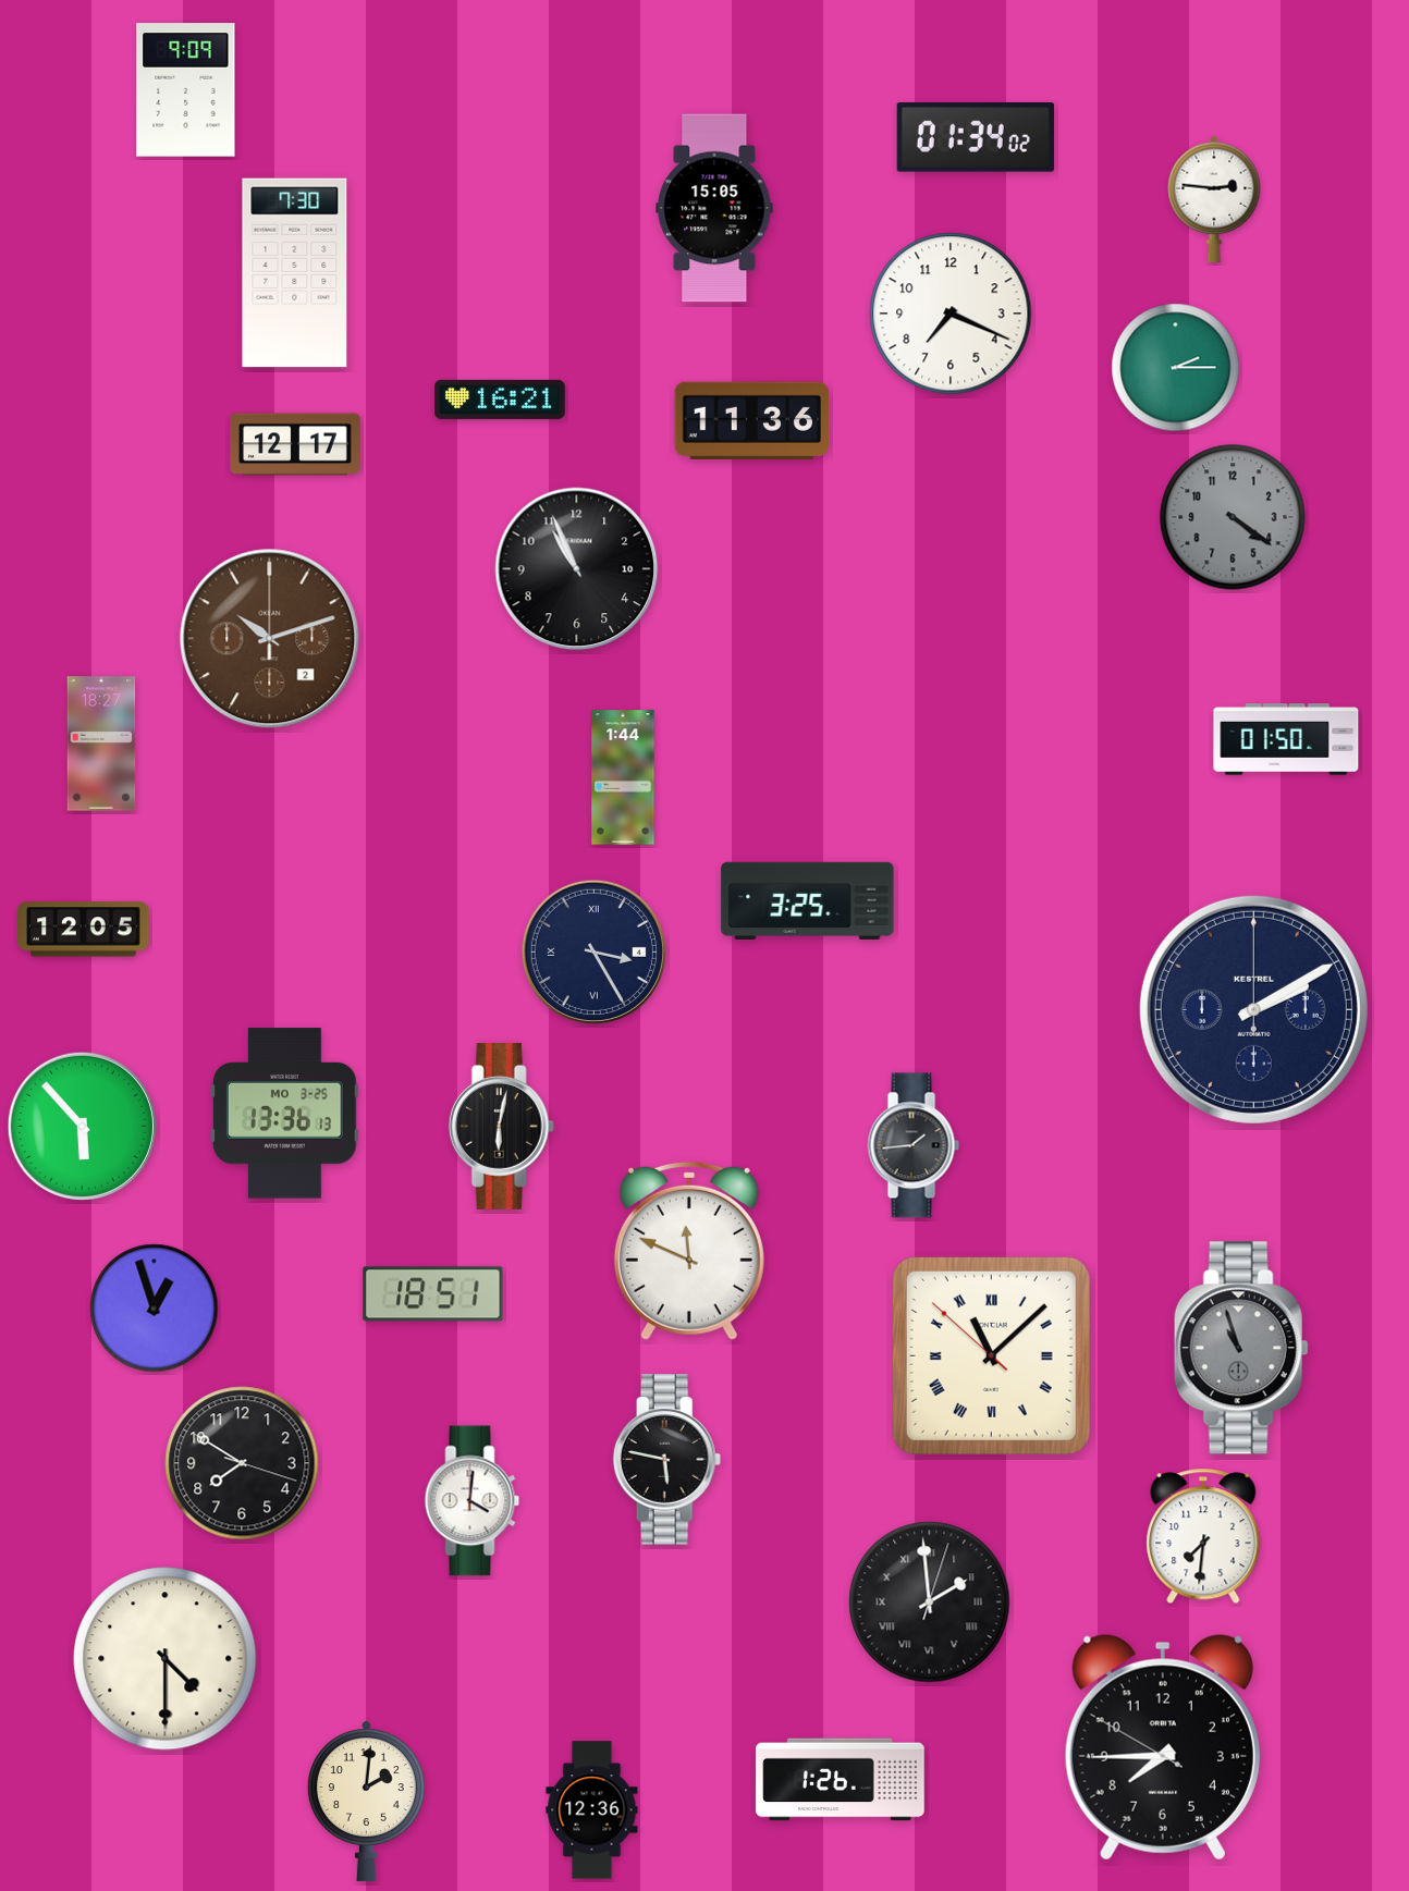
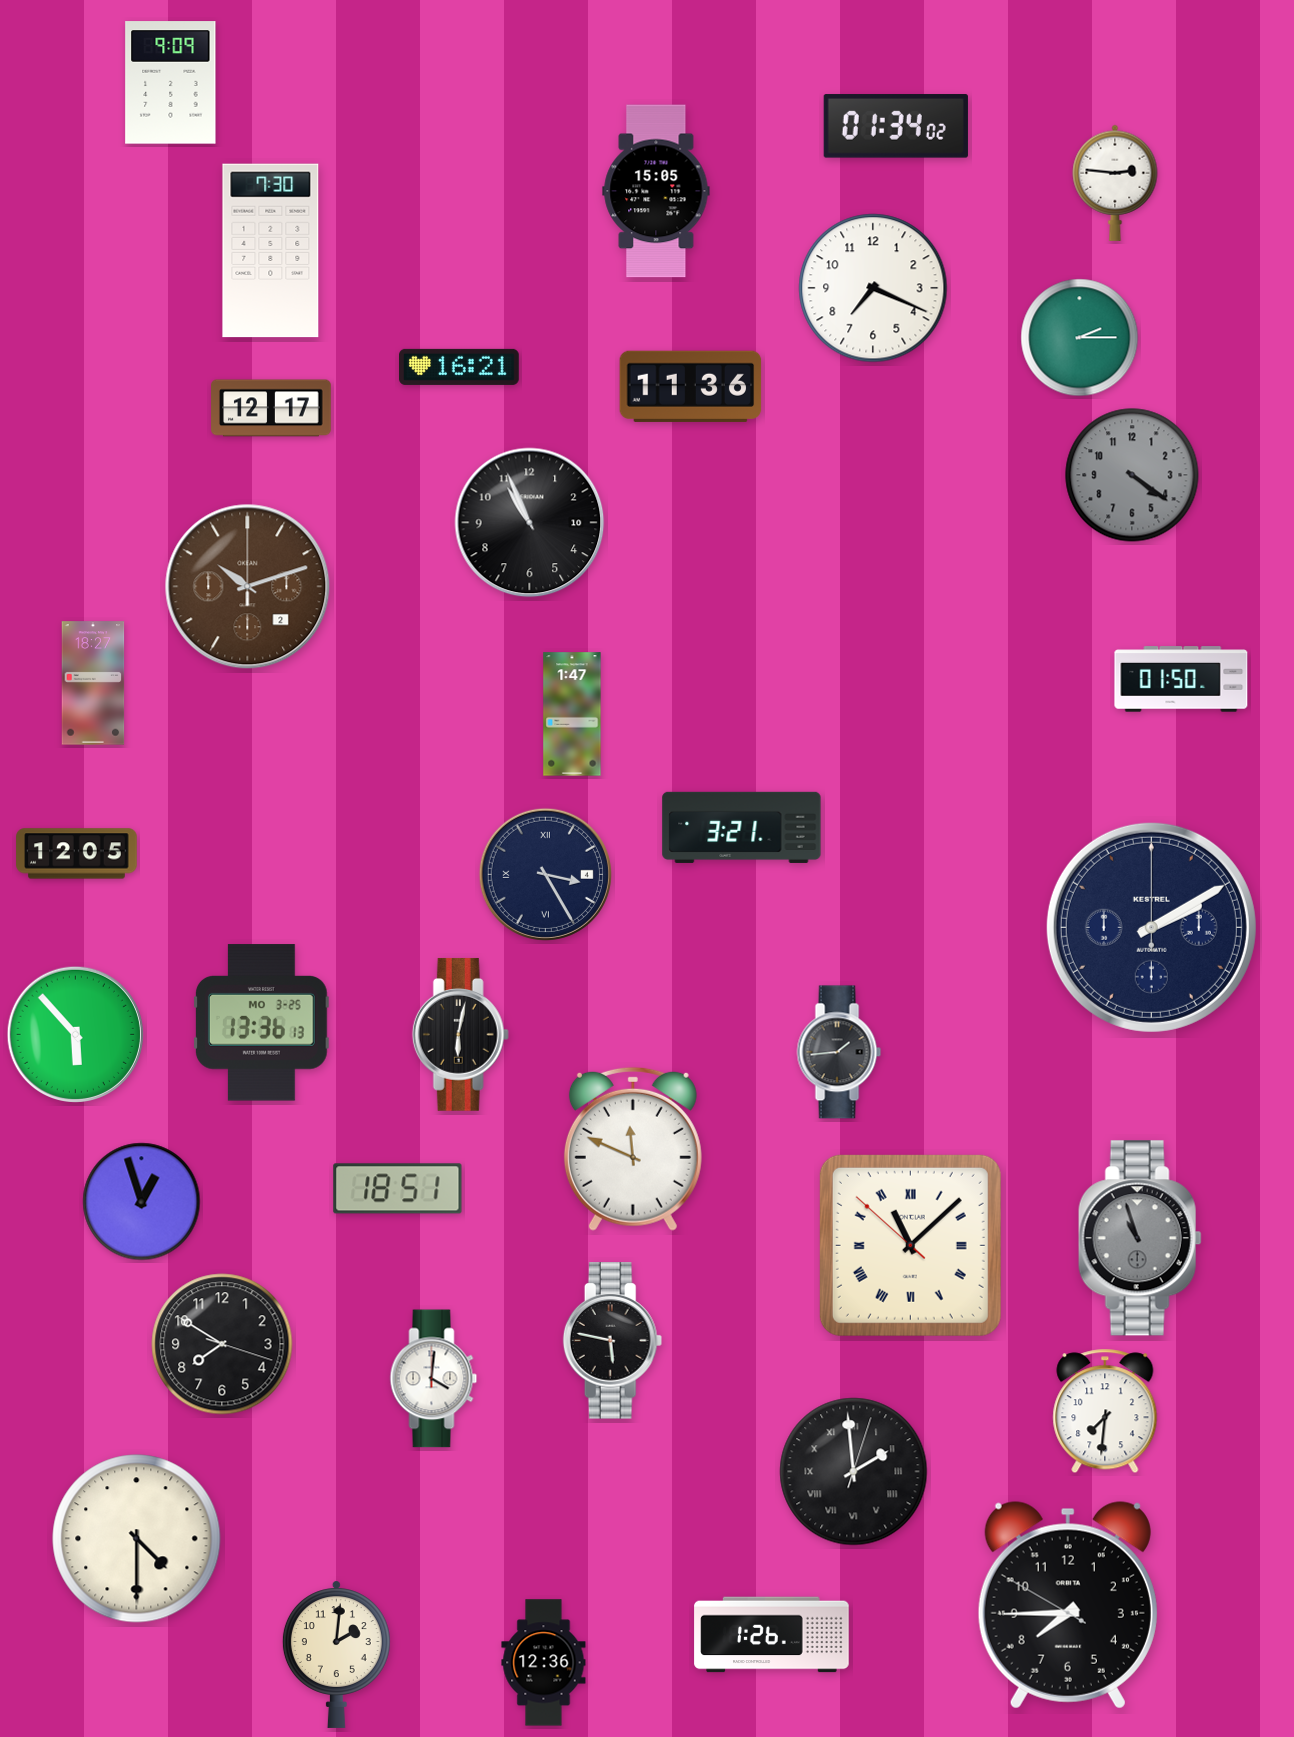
clock at (623, 777): 1:44 -> 1:47
clock at (808, 900): 3:25 -> 3:21
clock at (166, 1659) position: (166, 1659) -> (137, 1539)
